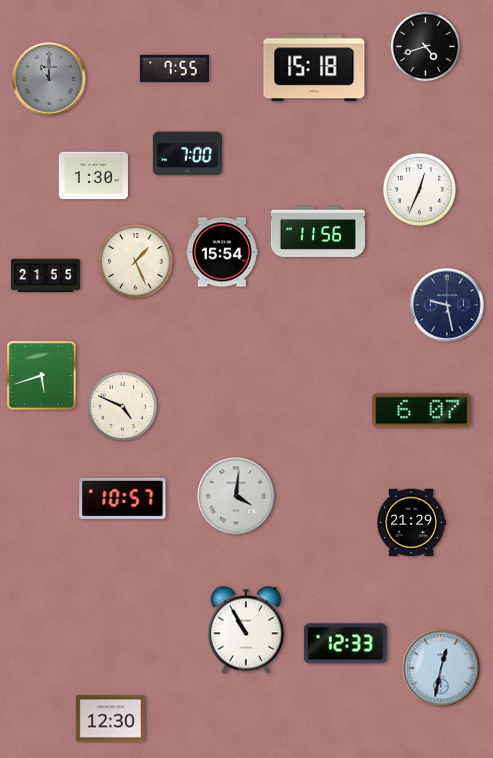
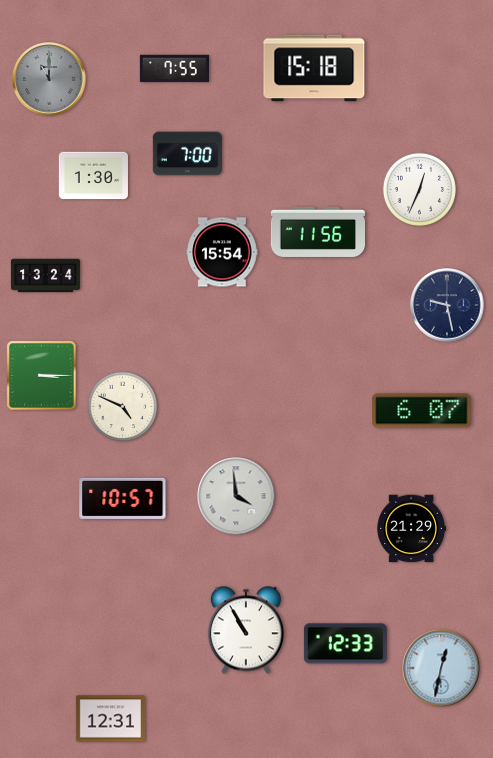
clock at (426, 47): 4:42 -> none
clock at (135, 261): 1:26 -> none
clock at (45, 276): 21:55 -> 13:24
clock at (42, 376): 5:42 -> 3:15
clock at (236, 496): 4:01 -> 3:59
clock at (411, 523) position: (411, 523) -> (411, 529)
clock at (110, 719): 12:30 -> 12:31
